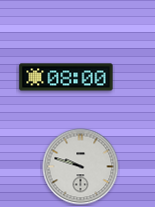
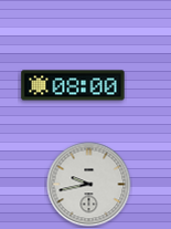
clock at (81, 167): 9:48 -> 9:43
